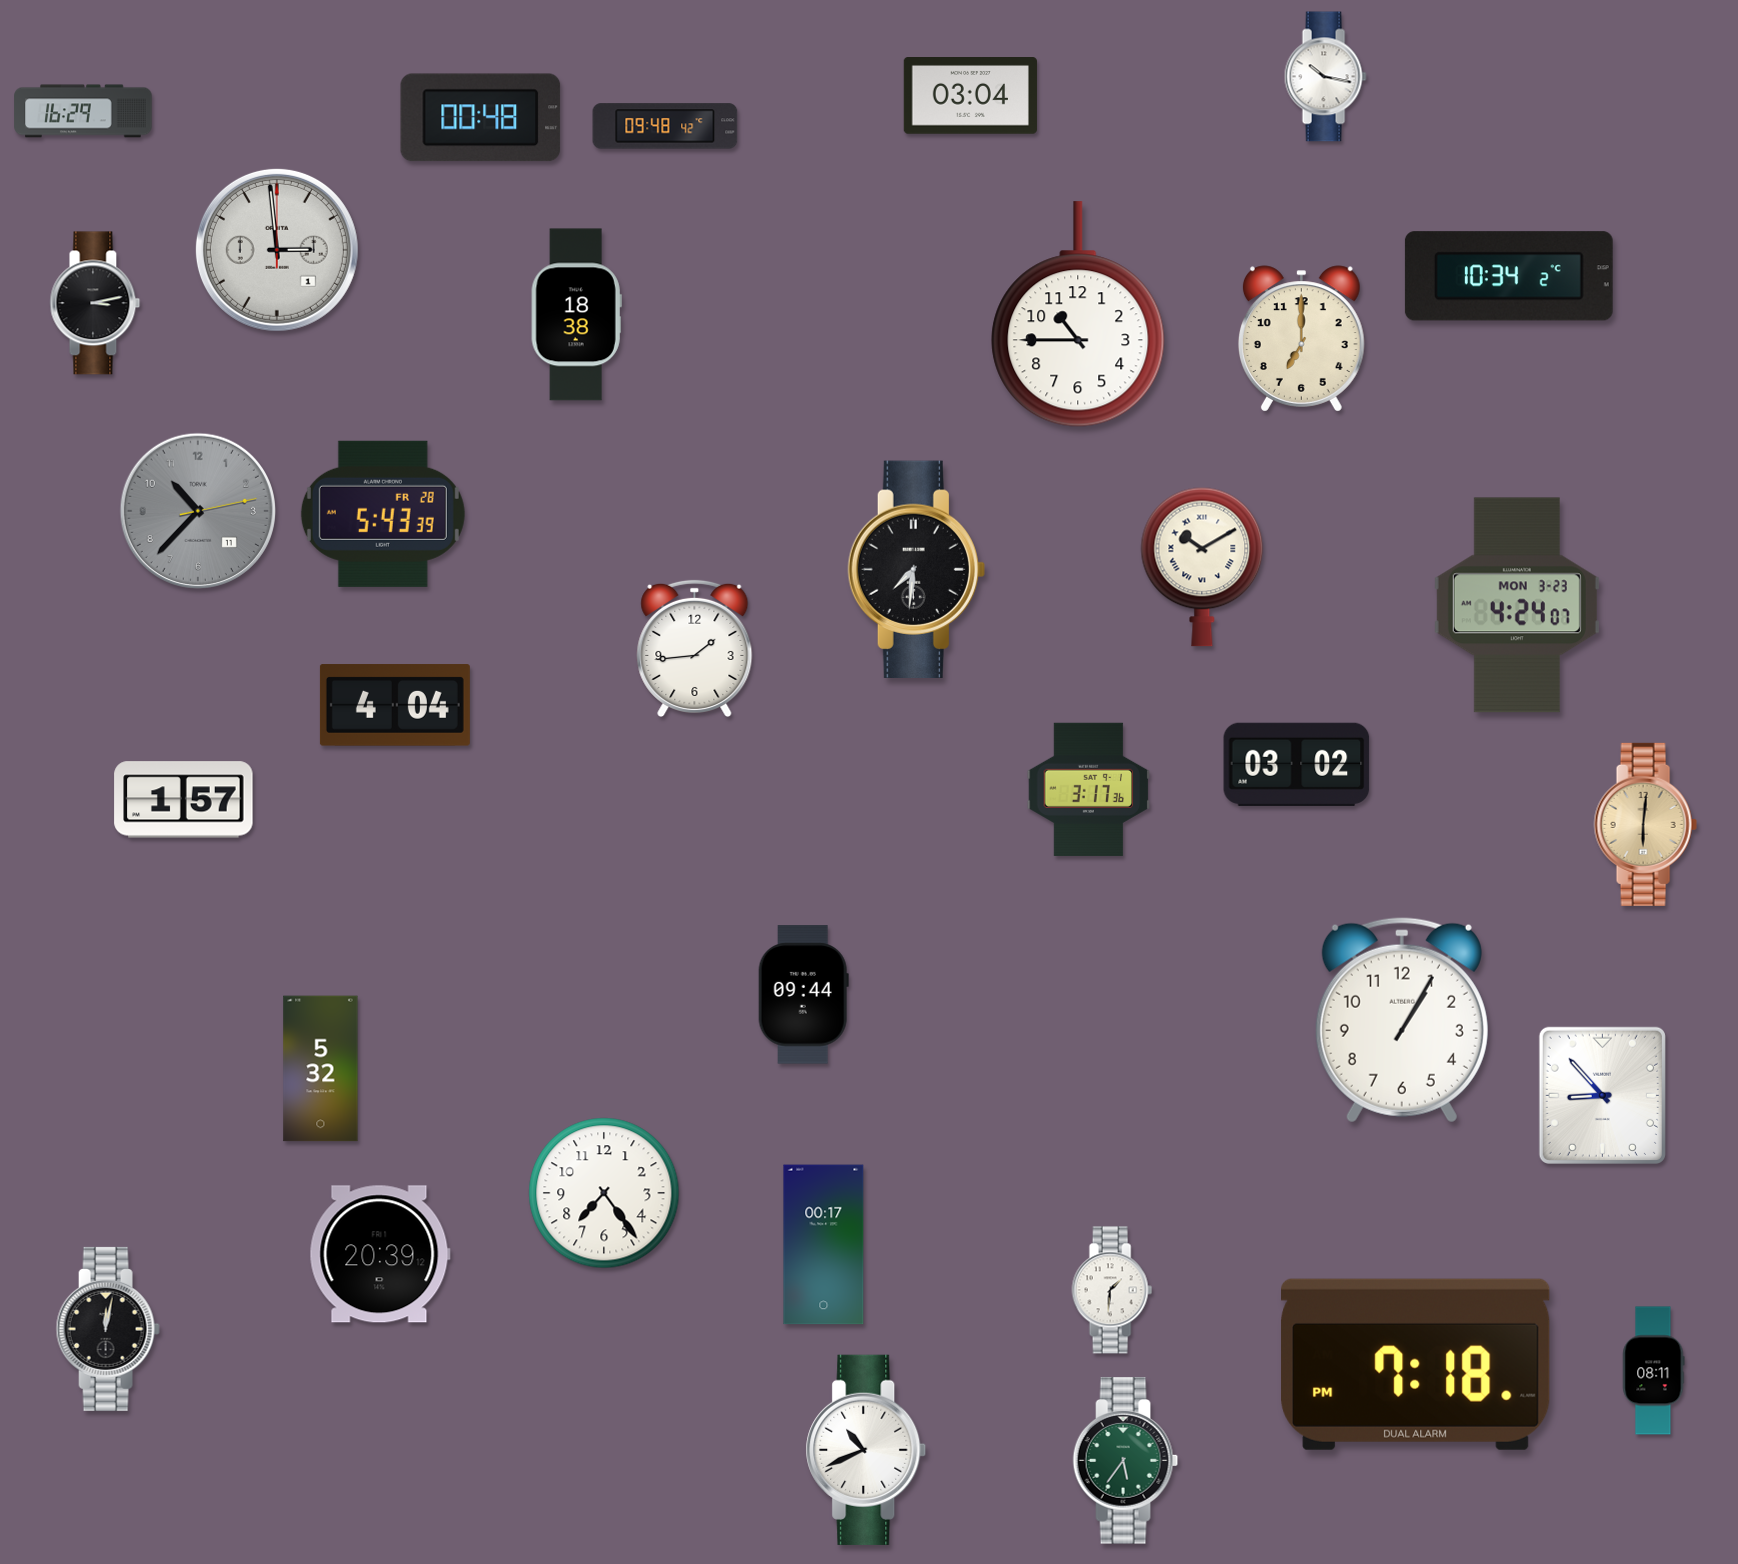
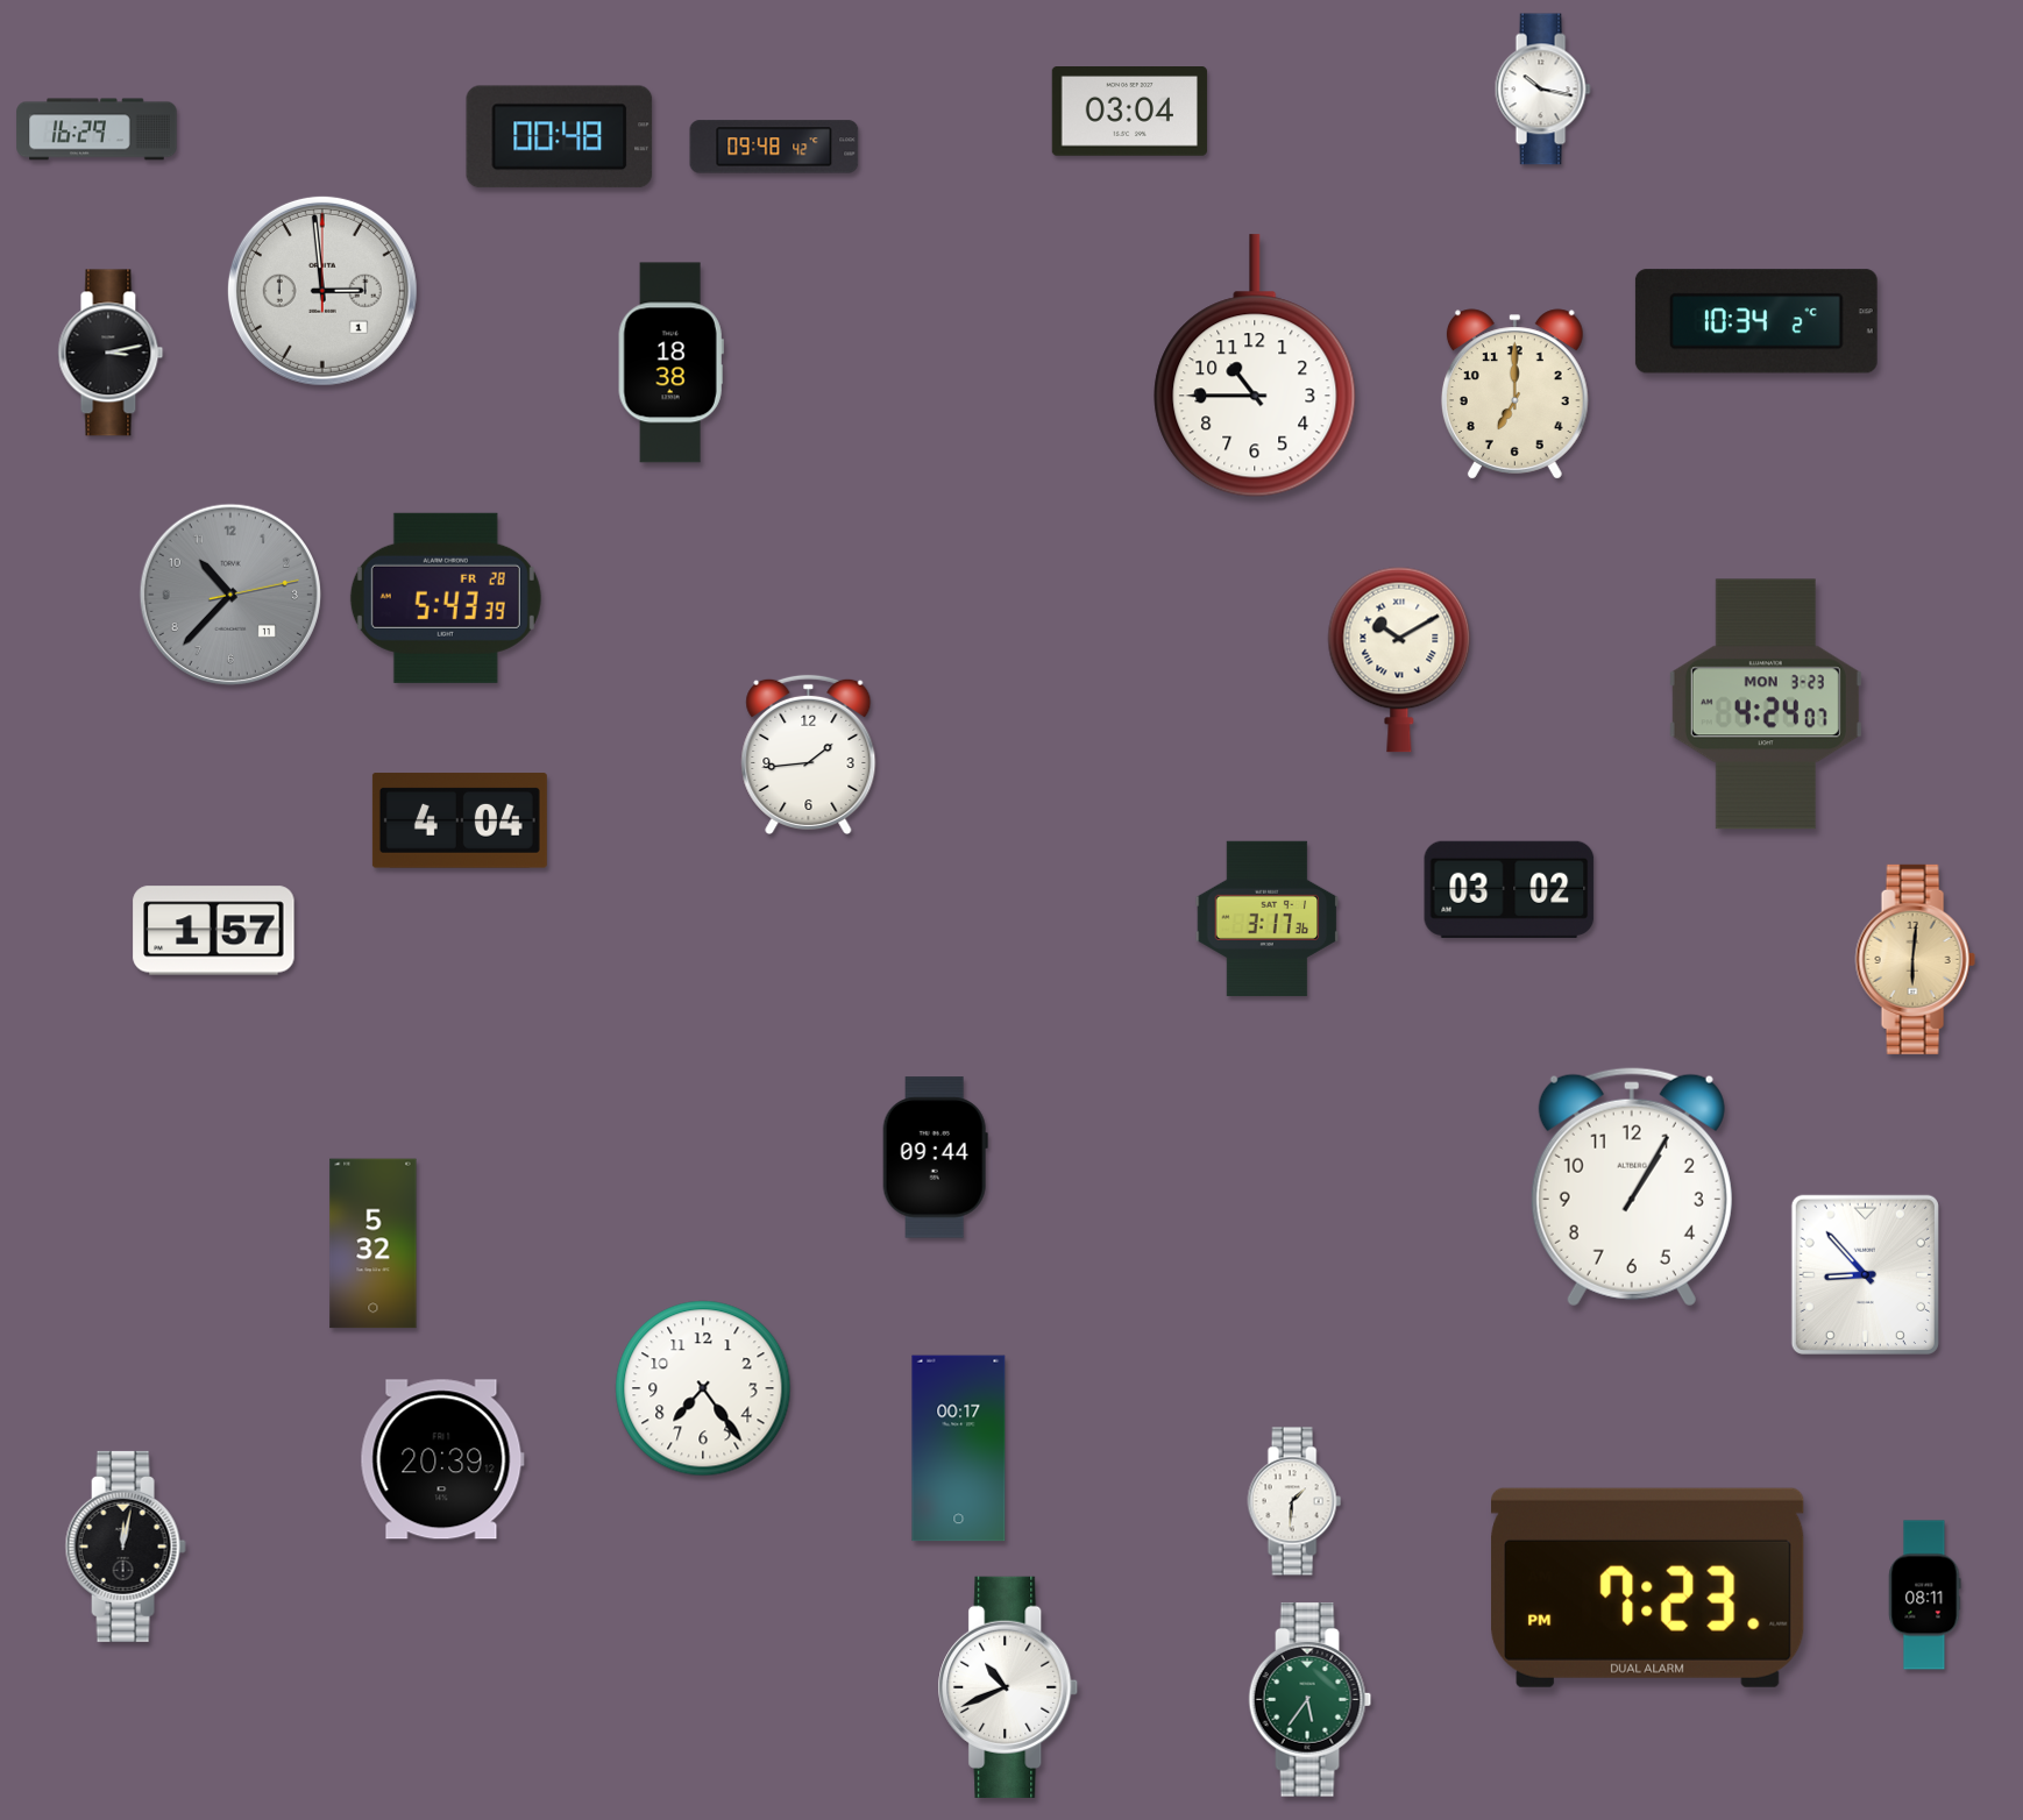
clock at (576, 315) position: (576, 315) -> (670, 363)
clock at (916, 569): 7:31 -> none
clock at (1416, 1364): 7:18 -> 7:23
